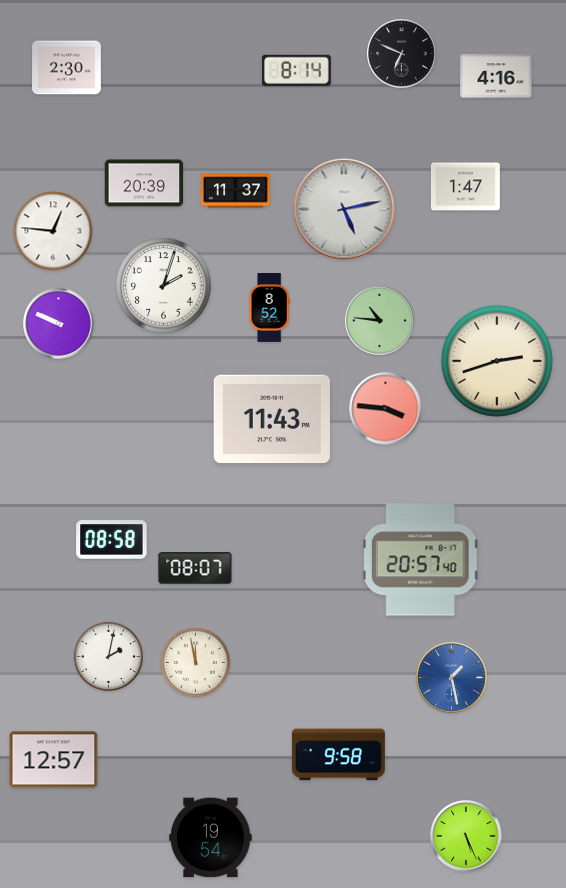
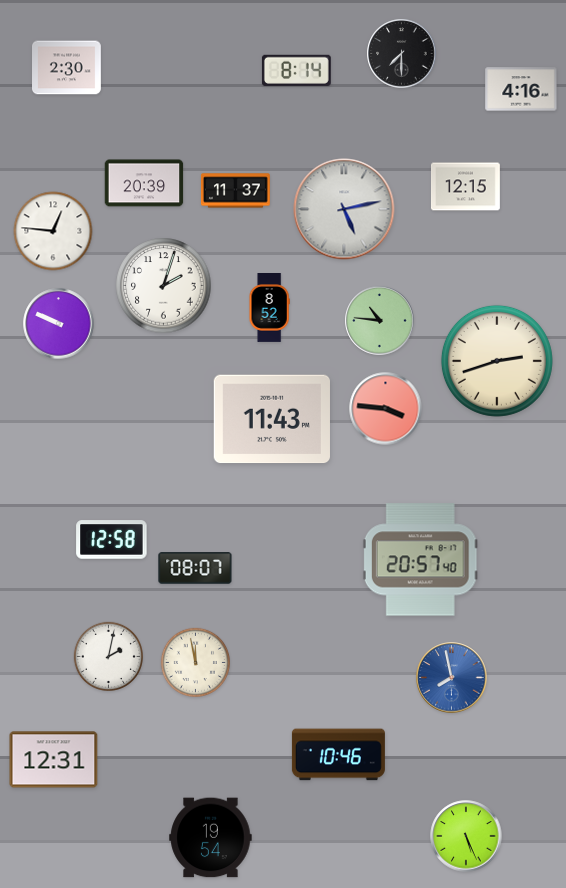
clock at (402, 54): 6:49 -> 7:30
clock at (496, 76) position: (496, 76) -> (521, 89)
clock at (465, 187): 1:47 -> 12:15
clock at (112, 540): 08:58 -> 12:58
clock at (452, 678): 1:28 -> 7:58
clock at (338, 755): 9:58 -> 10:46
clock at (54, 760): 12:57 -> 12:31
